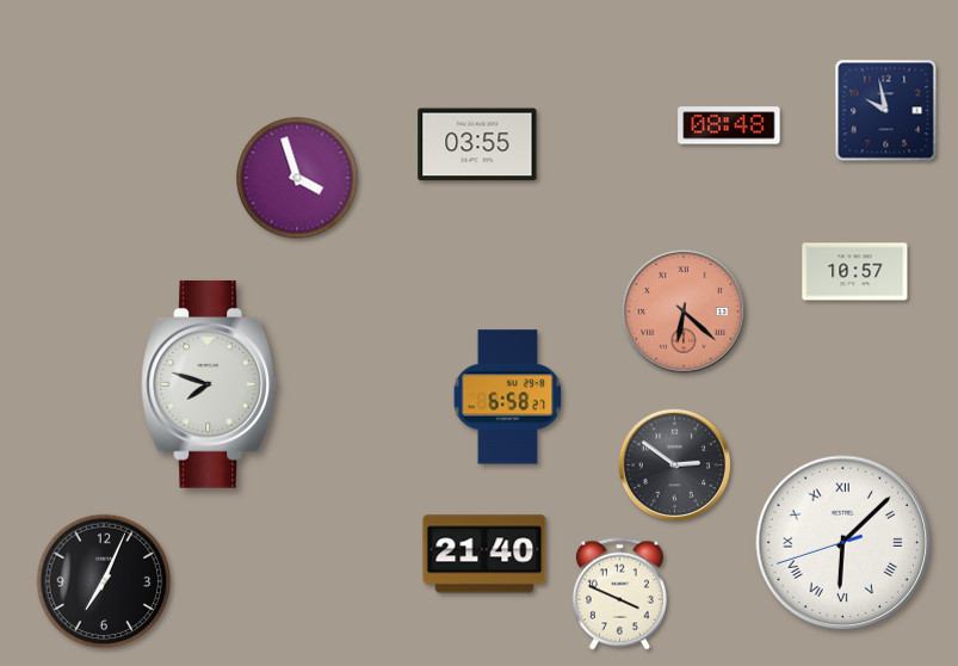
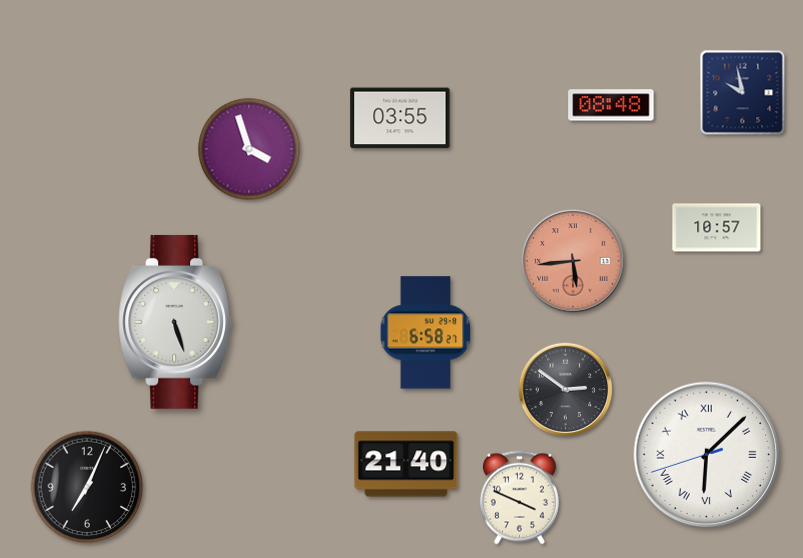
clock at (477, 144) position: (477, 144) -> (400, 118)
clock at (684, 312): 6:22 -> 5:44
clock at (210, 384): 7:48 -> 5:27
